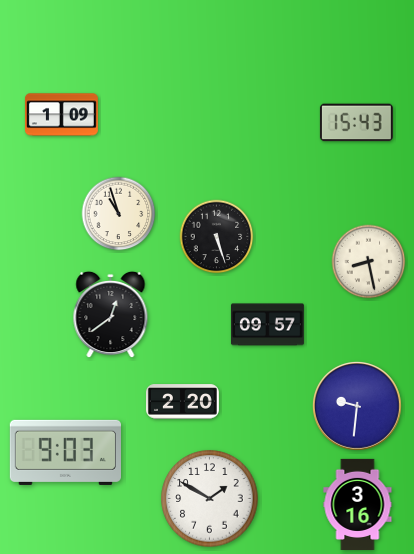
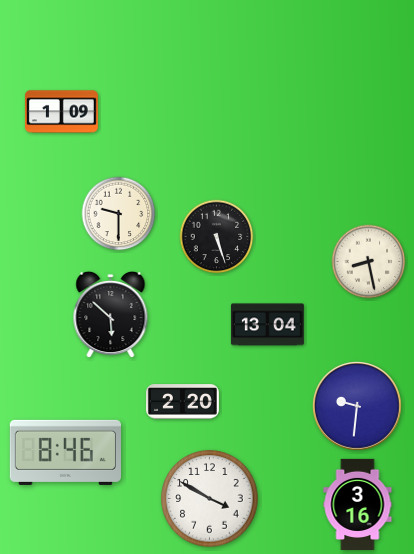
clock at (61, 115) position: (61, 115) -> (61, 112)
clock at (356, 123): 15:43 -> none
clock at (119, 214): 10:57 -> 9:30
clock at (111, 315): 12:39 -> 5:52
clock at (267, 325): 09:57 -> 13:04
clock at (65, 452): 9:03 -> 8:46
clock at (210, 499): 1:50 -> 3:50
